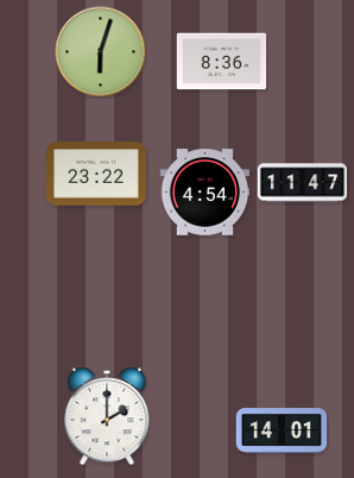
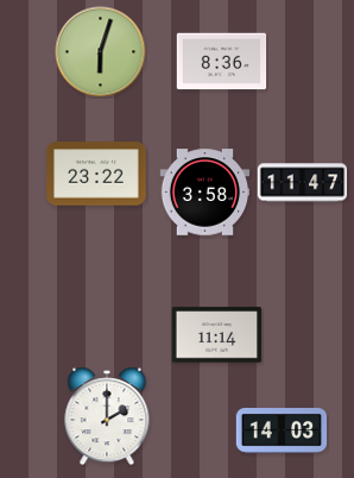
clock at (206, 193): 4:54 -> 3:58
clock at (217, 335): none -> 11:14
clock at (282, 430): 14:01 -> 14:03
